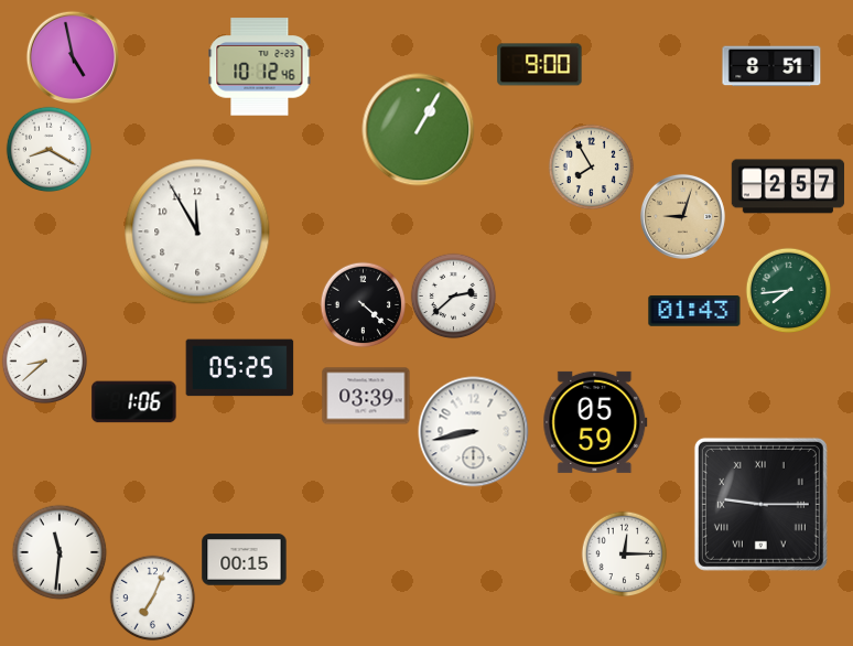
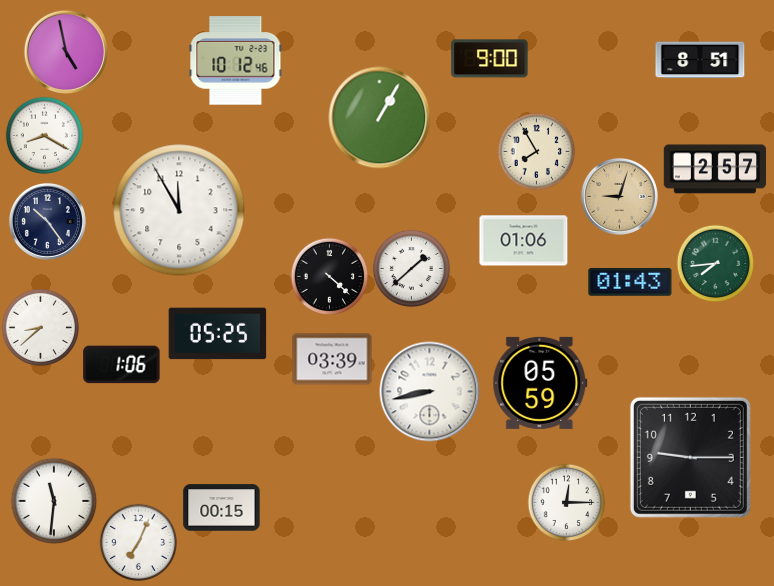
clock at (47, 221): none -> 10:24
clock at (524, 241): none -> 01:06
clock at (453, 295): 2:38 -> 1:38
clock at (760, 504) numerals: Roman -> Arabic
